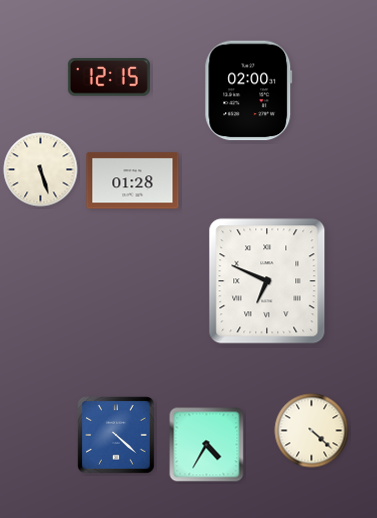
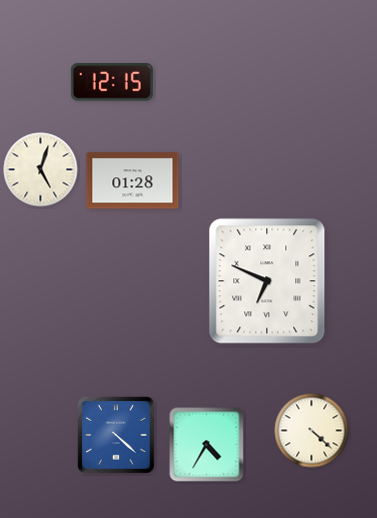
clock at (109, 77) position: (109, 77) -> (112, 82)
clock at (249, 91): 02:00 -> none
clock at (41, 170): 5:27 -> 5:03
